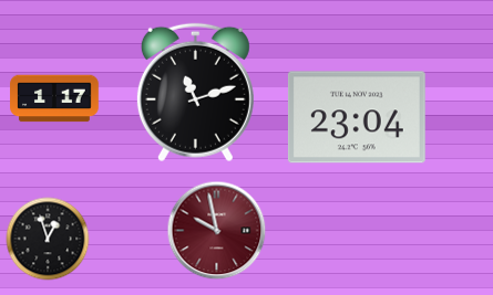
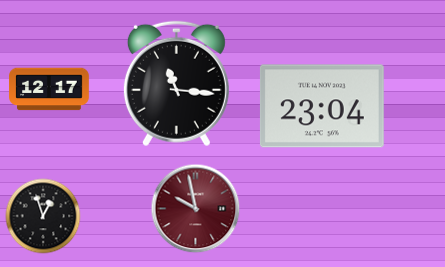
clock at (195, 93): 11:12 -> 11:16
clock at (54, 98): 1:17 -> 12:17
